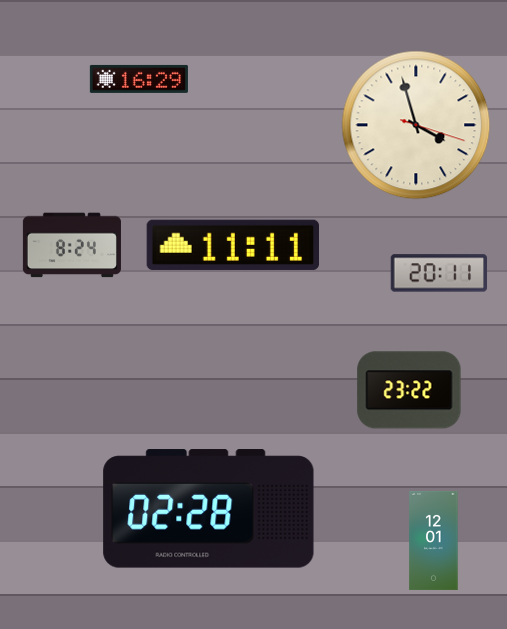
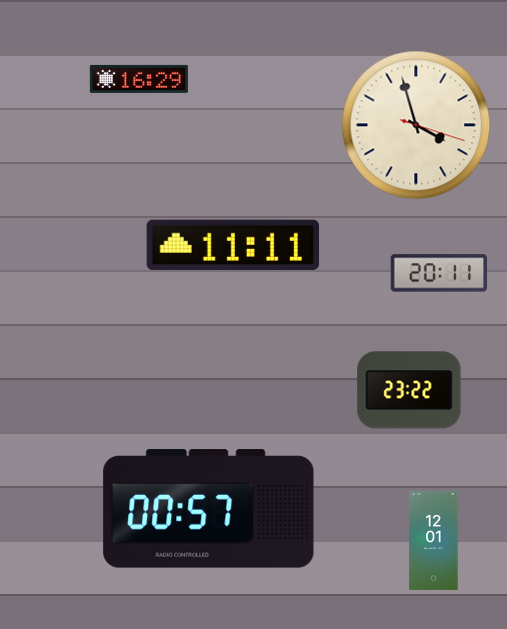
clock at (72, 245): 8:24 -> none
clock at (209, 509): 02:28 -> 00:57
